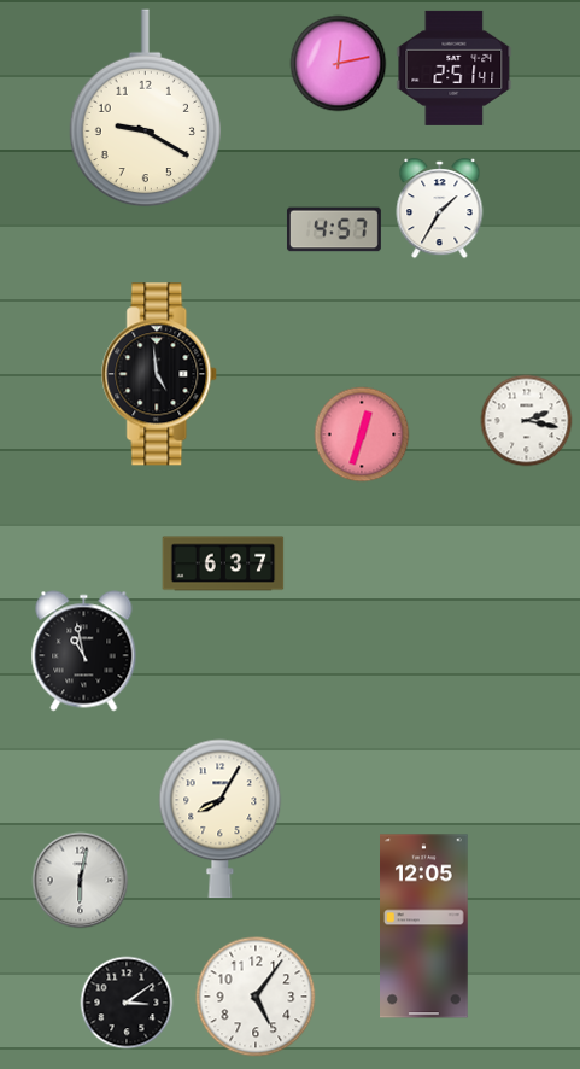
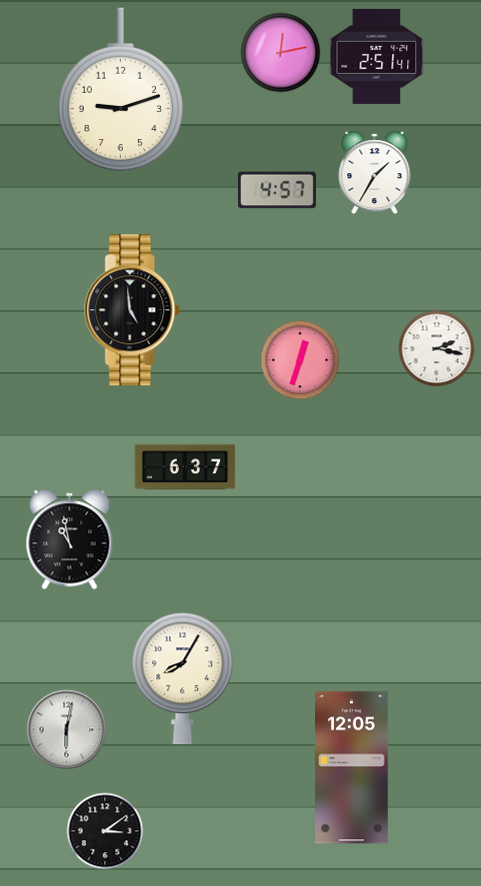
clock at (145, 109): 9:20 -> 9:12
clock at (440, 209) position: (440, 209) -> (375, 173)
clock at (256, 997): 5:06 -> none
